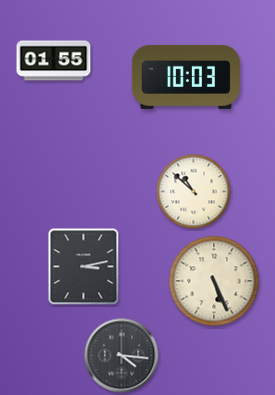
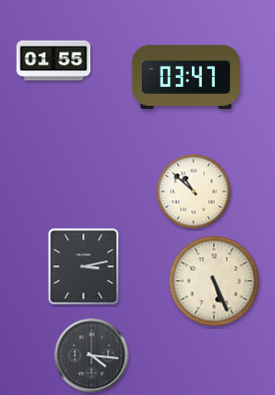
clock at (186, 77): 10:03 -> 03:47
clock at (122, 356) position: (122, 356) -> (92, 356)
